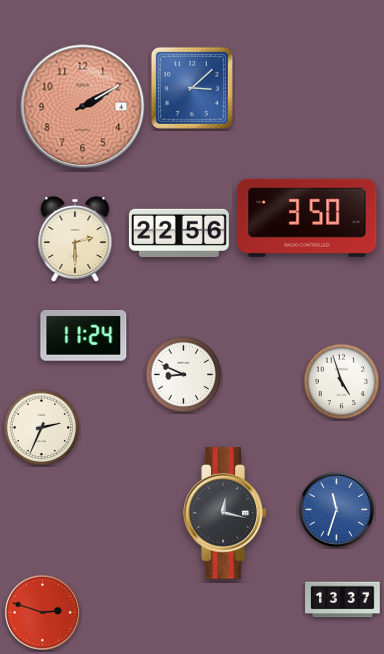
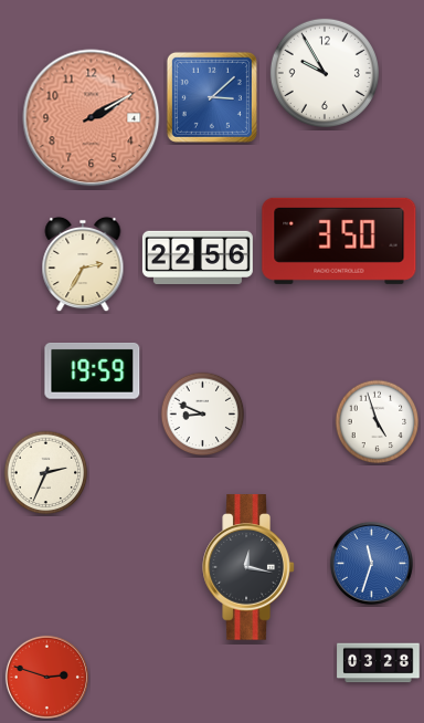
clock at (325, 73): none -> 9:55
clock at (75, 239): 2:30 -> 2:35
clock at (84, 335): 11:24 -> 19:59
clock at (343, 600): 13:37 -> 03:28
